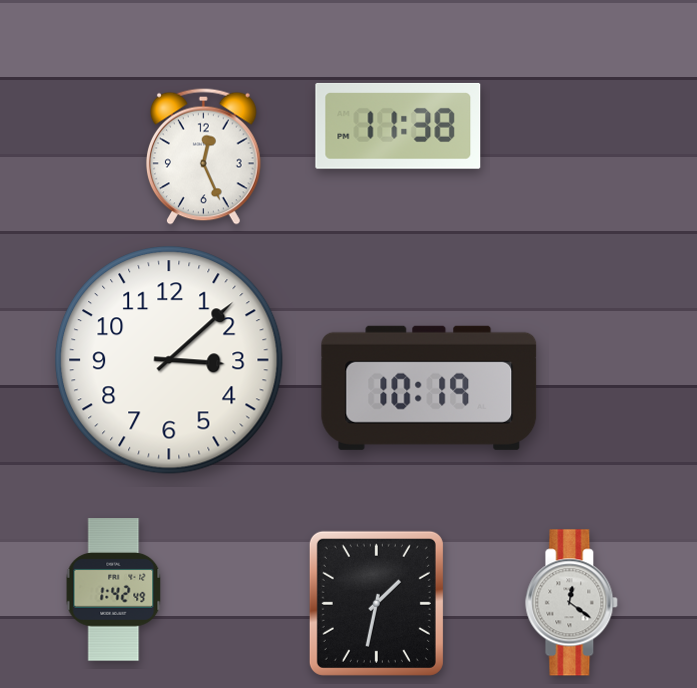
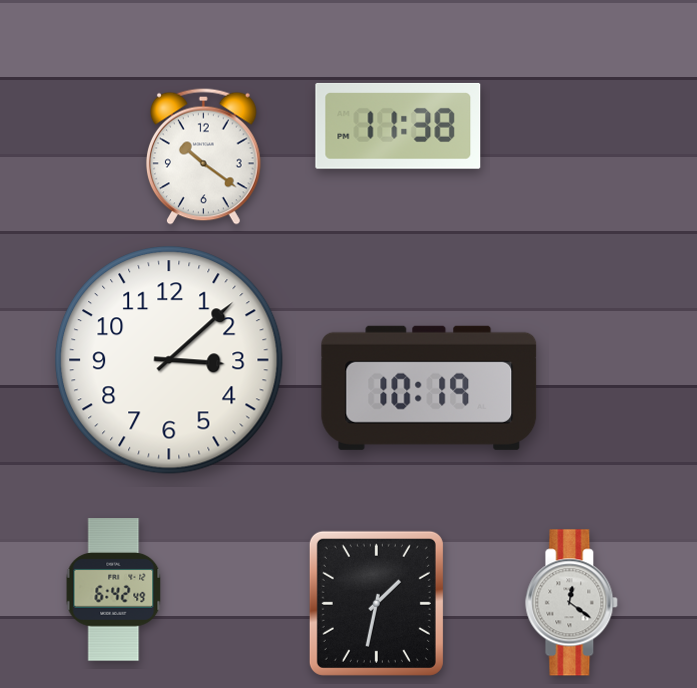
clock at (204, 156): 12:26 -> 10:21
clock at (114, 590): 1:42 -> 6:42
